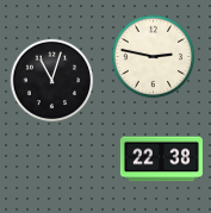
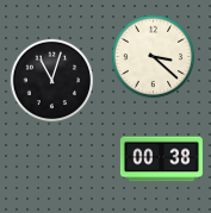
clock at (154, 57): 2:47 -> 3:22
clock at (161, 159): 22:38 -> 00:38
